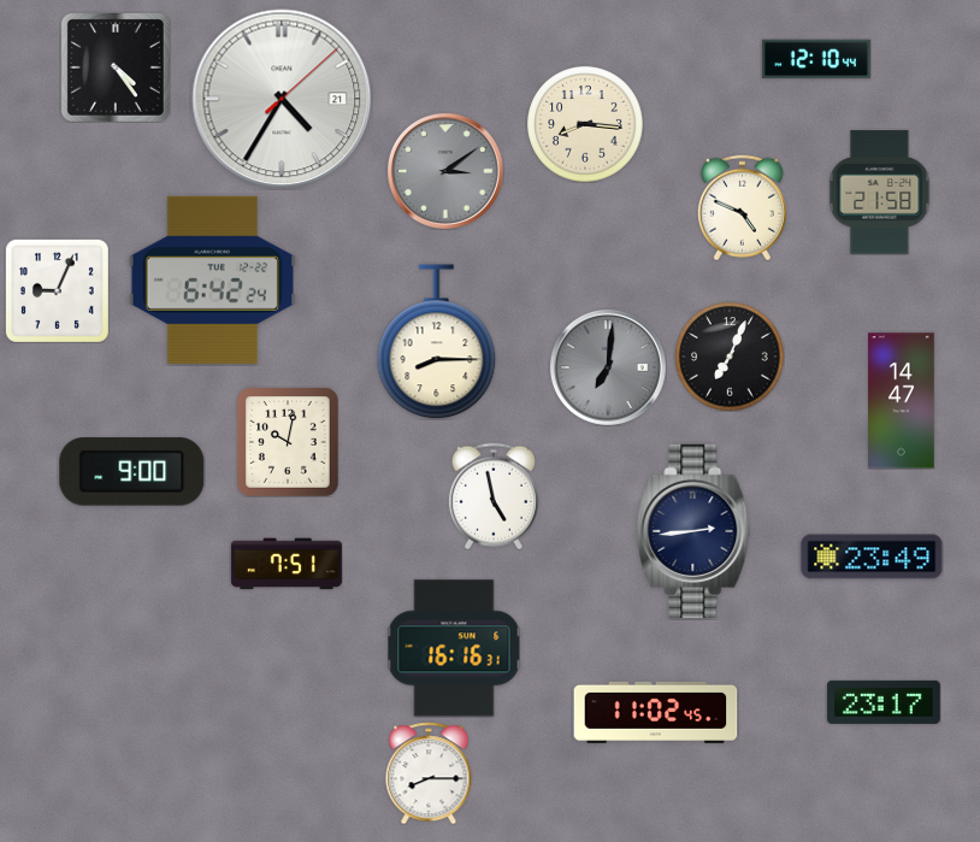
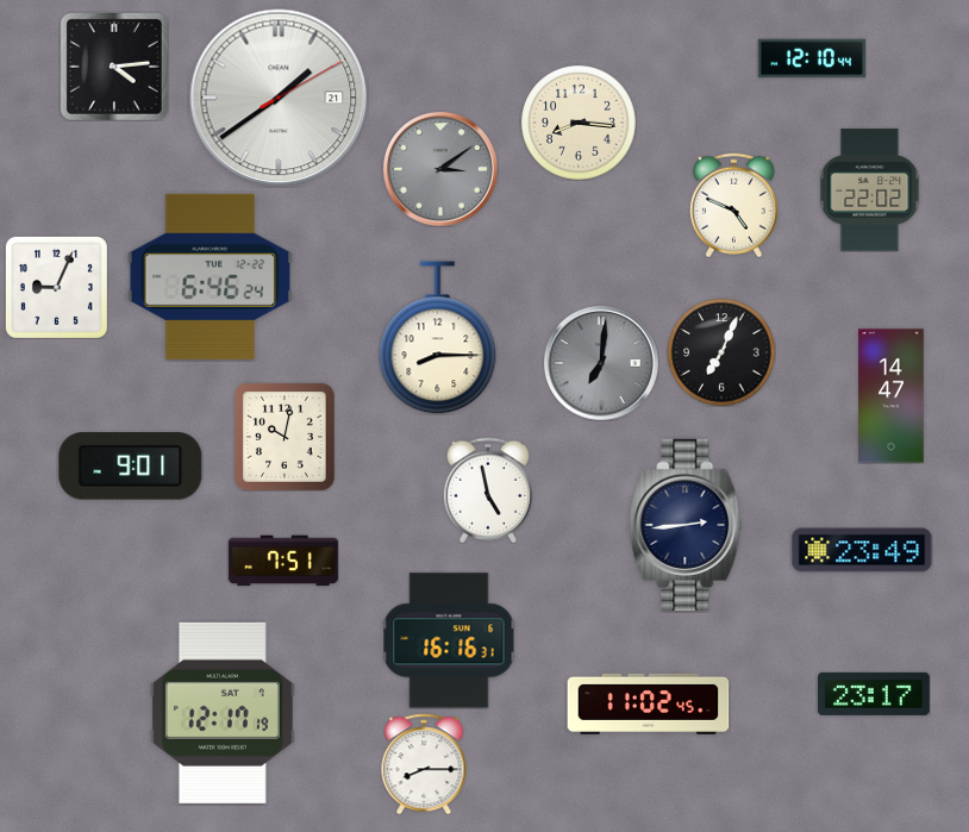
clock at (816, 59) position: (816, 59) -> (812, 58)
clock at (116, 67): 4:24 -> 4:14
clock at (282, 99): 4:35 -> 1:39
clock at (880, 193): 21:58 -> 22:02
clock at (212, 279): 6:42 -> 6:46
clock at (437, 342) position: (437, 342) -> (438, 338)
clock at (132, 472): 9:00 -> 9:01
clock at (287, 564) position: (287, 564) -> (283, 561)
clock at (223, 713): none -> 12:17
